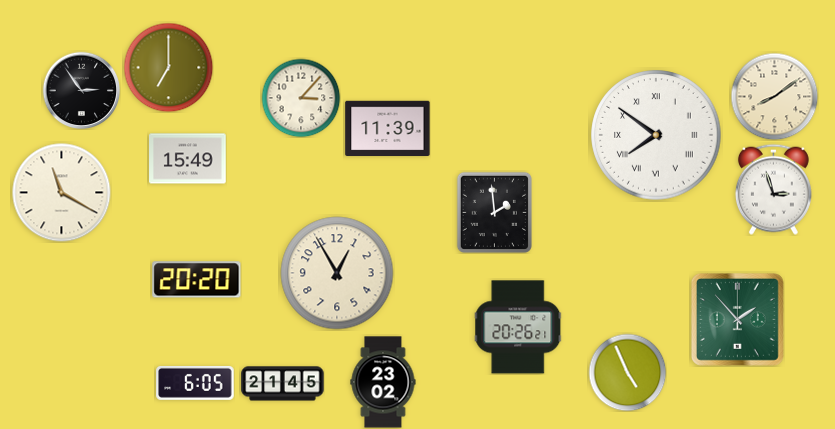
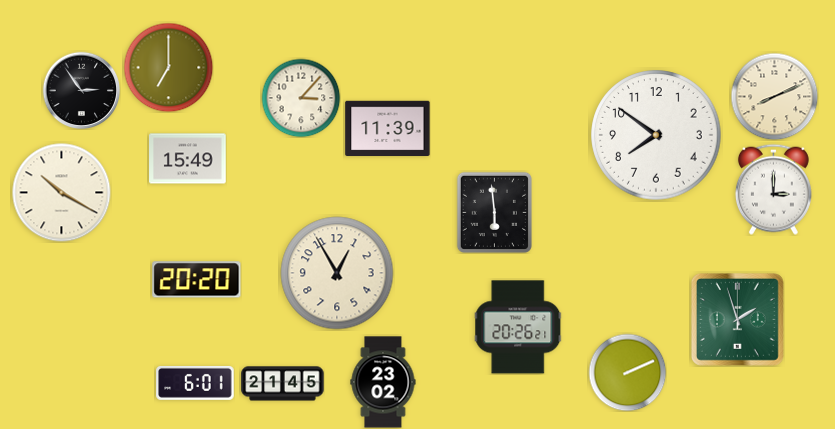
clock at (774, 96): 8:09 -> 8:11
clock at (656, 135) numerals: Roman -> Arabic
clock at (773, 189): 2:57 -> 3:00
clock at (62, 193): 11:20 -> 10:20
clock at (494, 212): 1:59 -> 5:59
clock at (737, 319): 1:53 -> 1:57
clock at (627, 372): 4:56 -> 2:11
clock at (195, 383): 6:05 -> 6:01
